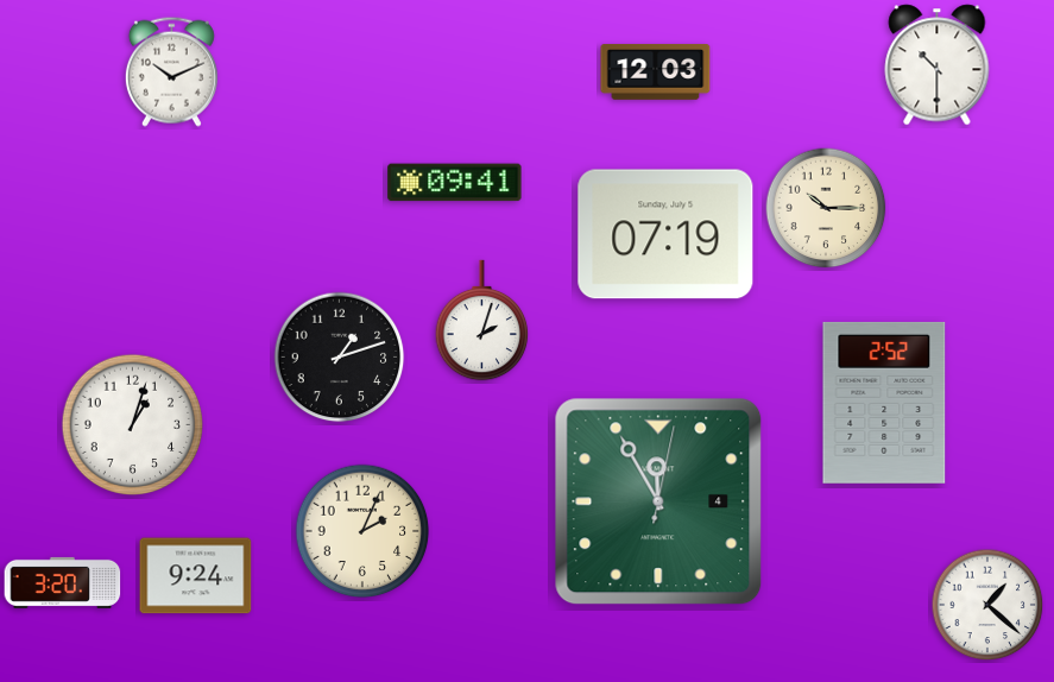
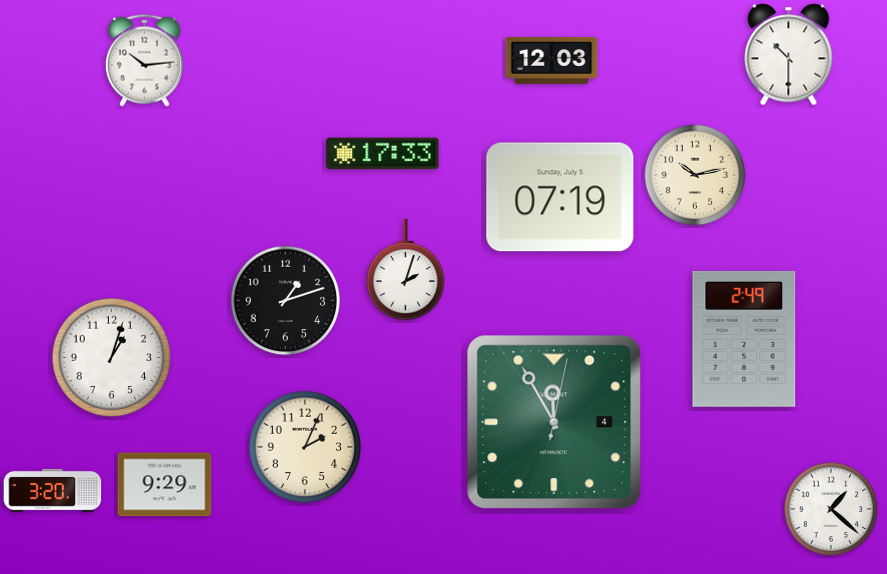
clock at (171, 71): 10:11 -> 10:14
clock at (455, 183): 09:41 -> 17:33
clock at (826, 208): 10:15 -> 10:13
clock at (884, 403): 2:52 -> 2:49
clock at (196, 576): 9:24 -> 9:29
